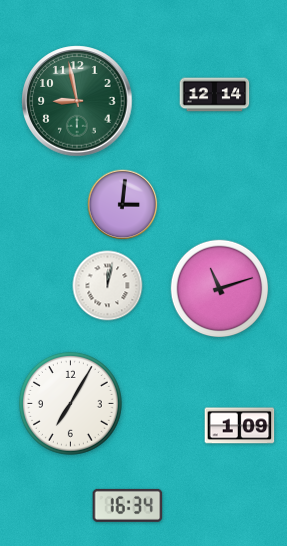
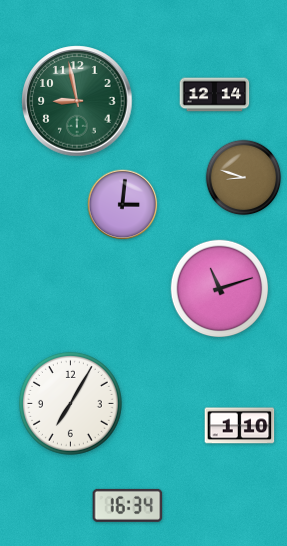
clock at (244, 178): none -> 8:48
clock at (108, 286): 12:02 -> none
clock at (240, 426): 1:09 -> 1:10
